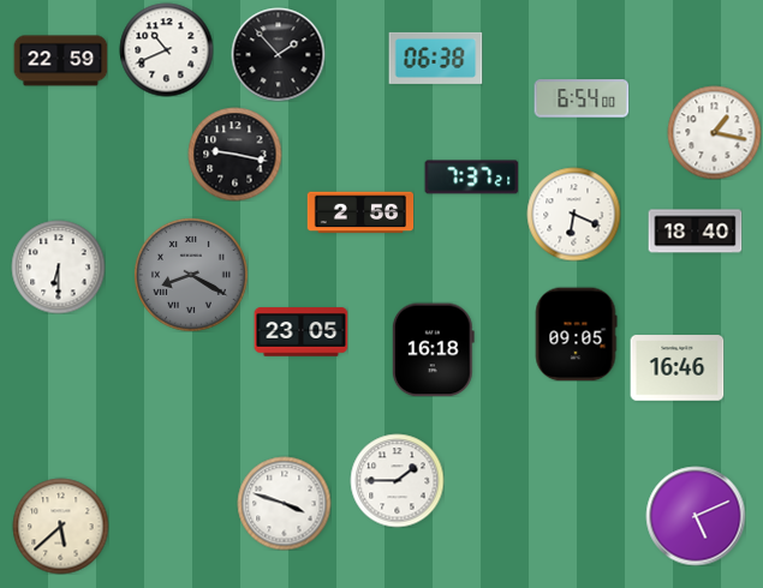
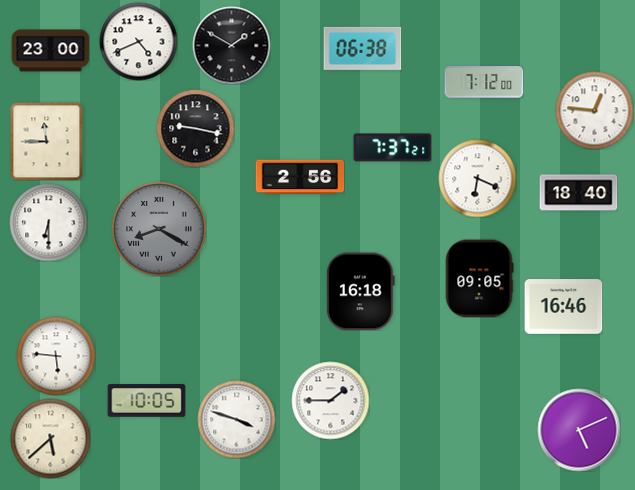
clock at (166, 49): 10:41 -> 4:41
clock at (278, 54): 1:53 -> 1:50
clock at (60, 61): 22:59 -> 23:00
clock at (582, 98): 6:54 -> 7:12
clock at (714, 132): 1:17 -> 12:46
clock at (47, 141): none -> 11:45
clock at (300, 332): 23:05 -> none
clock at (56, 356): none -> 5:46
clock at (146, 401): none -> 10:05
